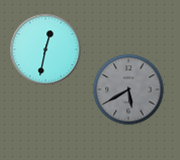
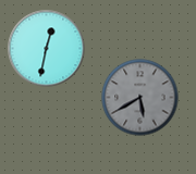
clock at (46, 50) position: (46, 50) -> (47, 49)
